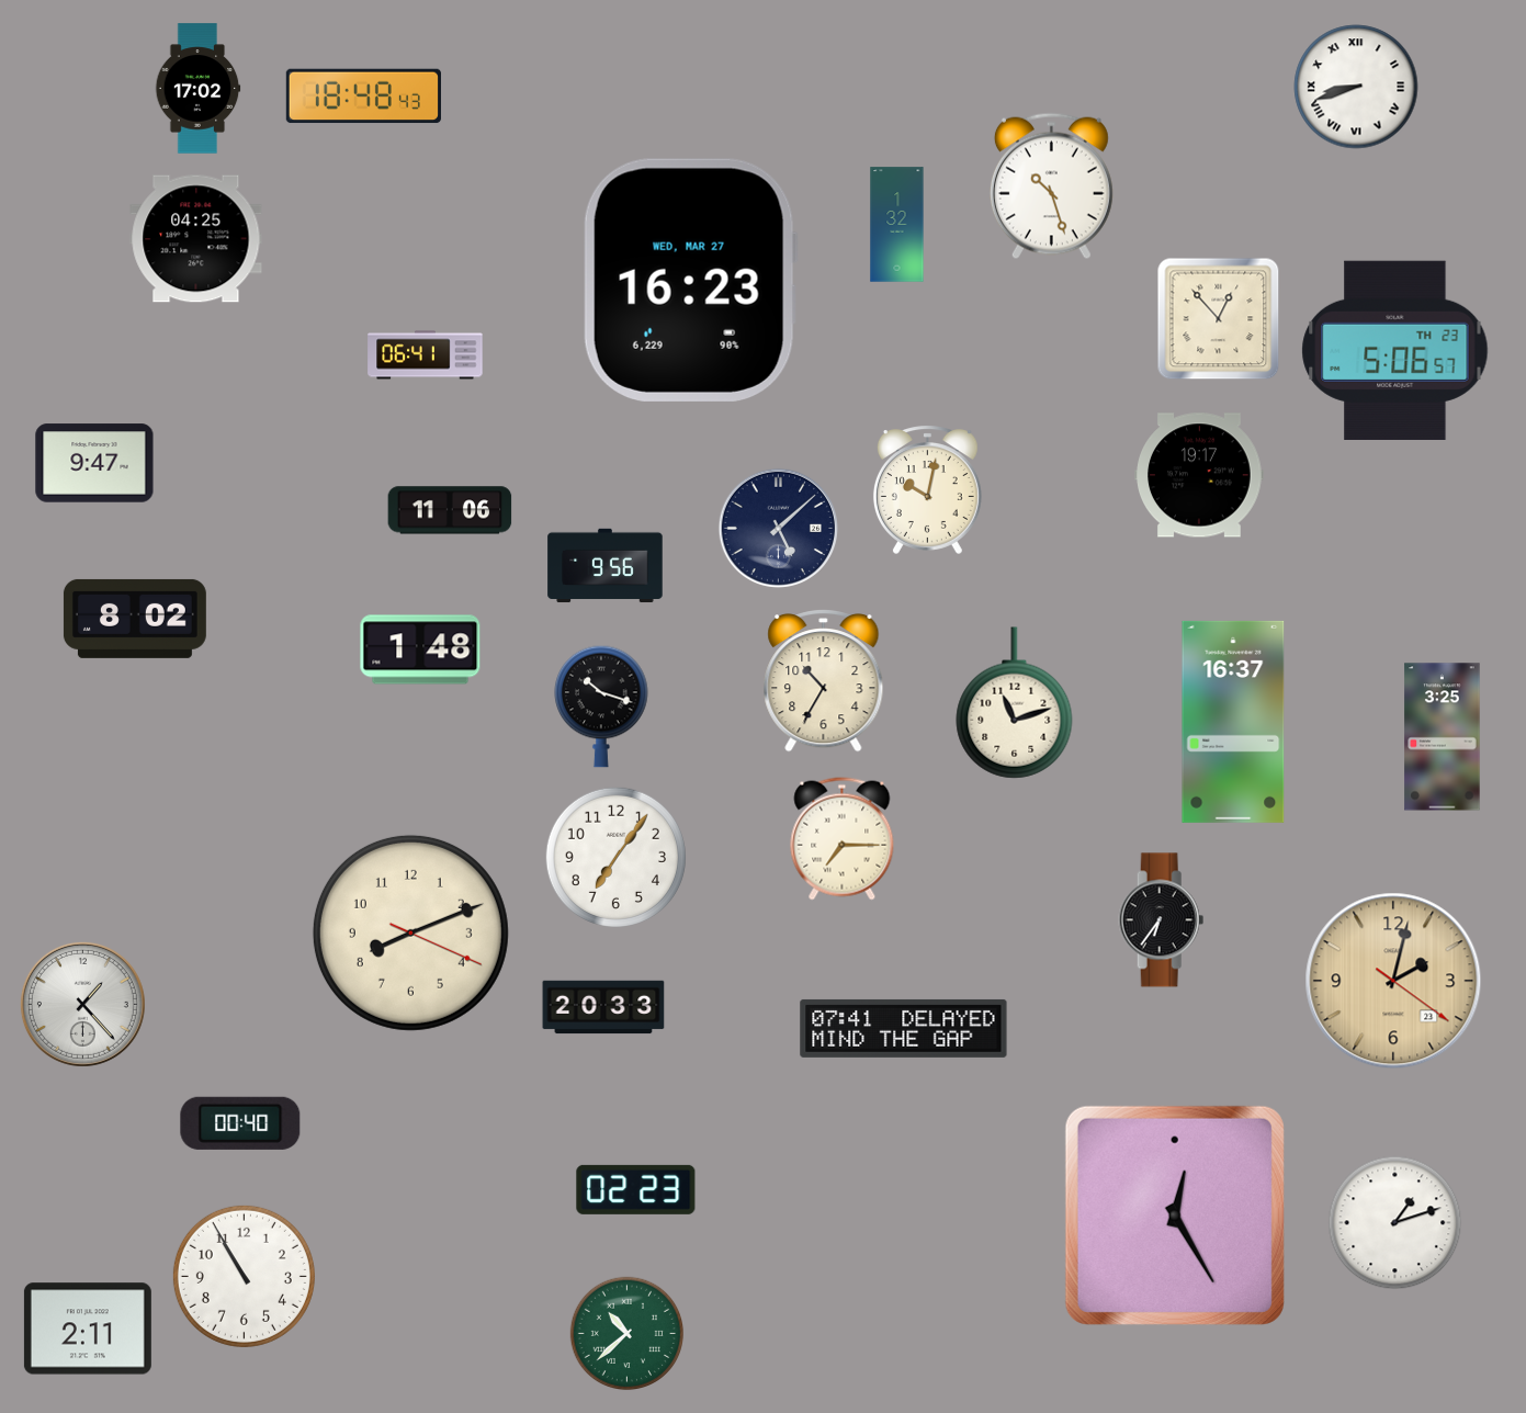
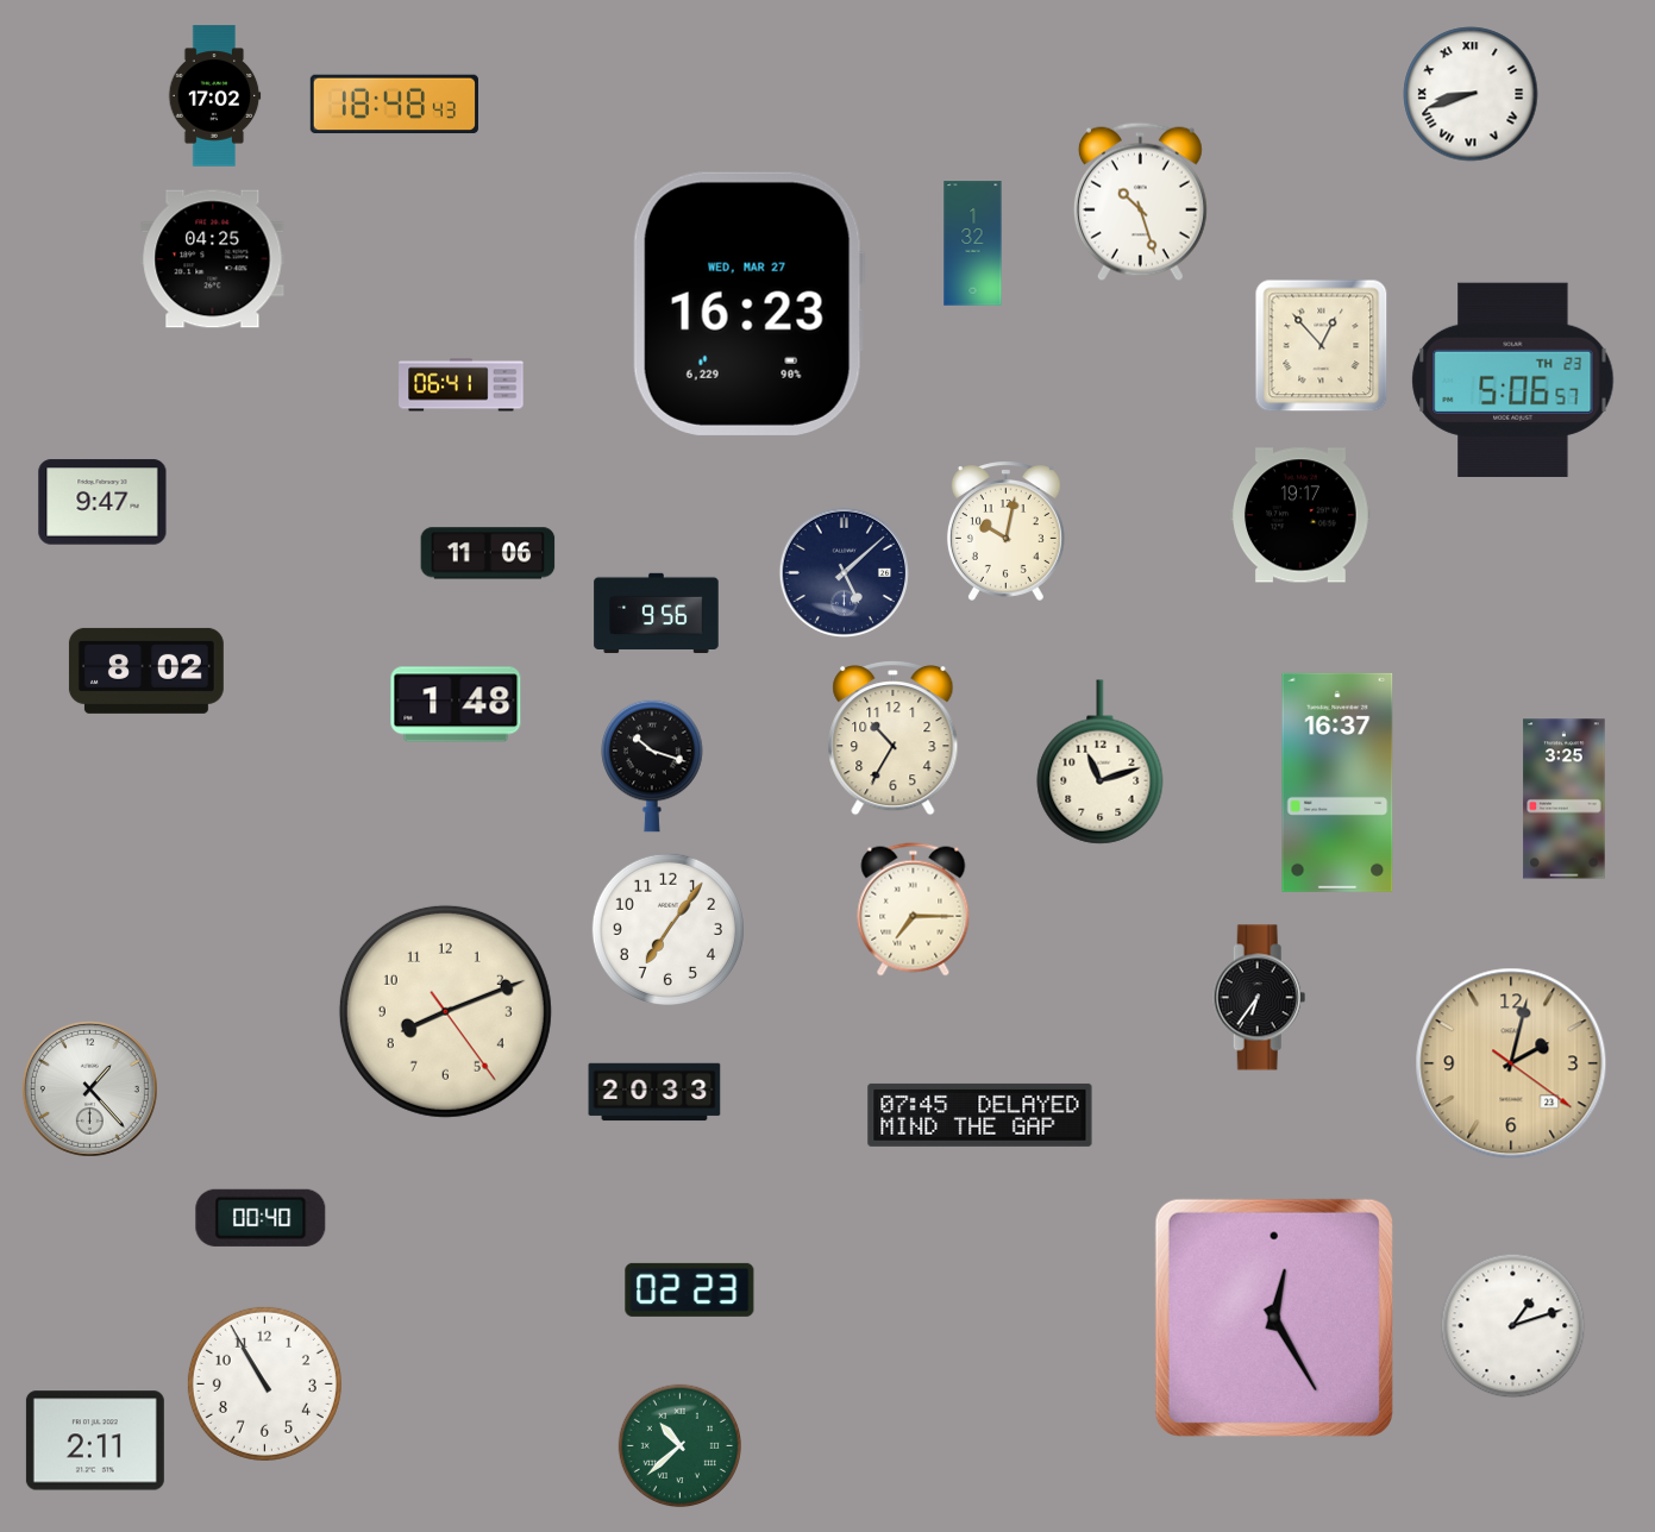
clock at (410, 932): 8:11:19 -> 8:11:24
clock at (904, 1028): 07:41 -> 07:45
